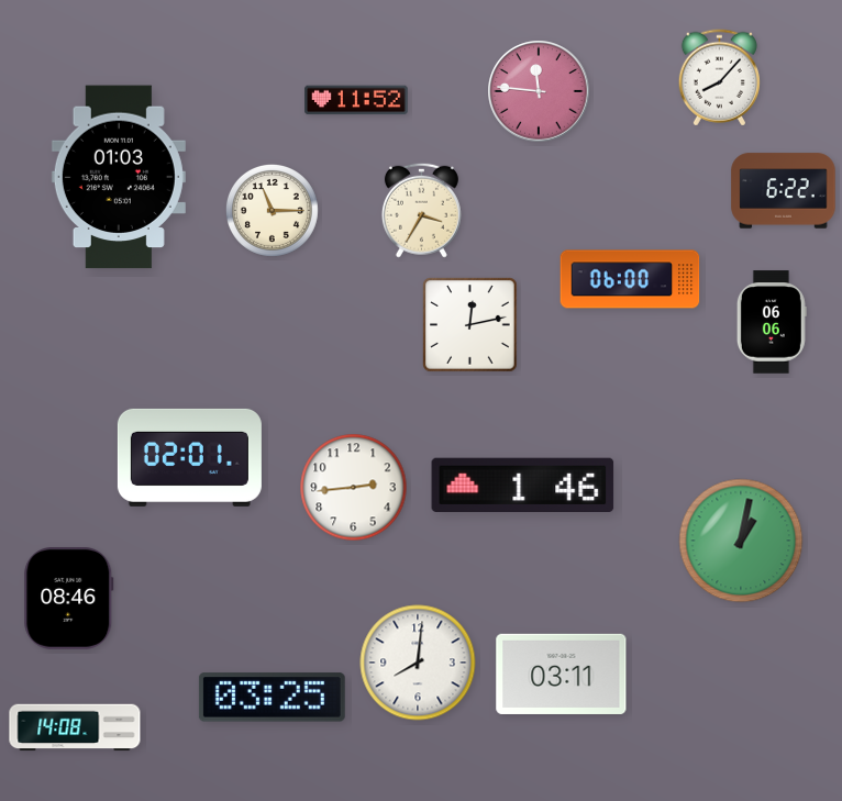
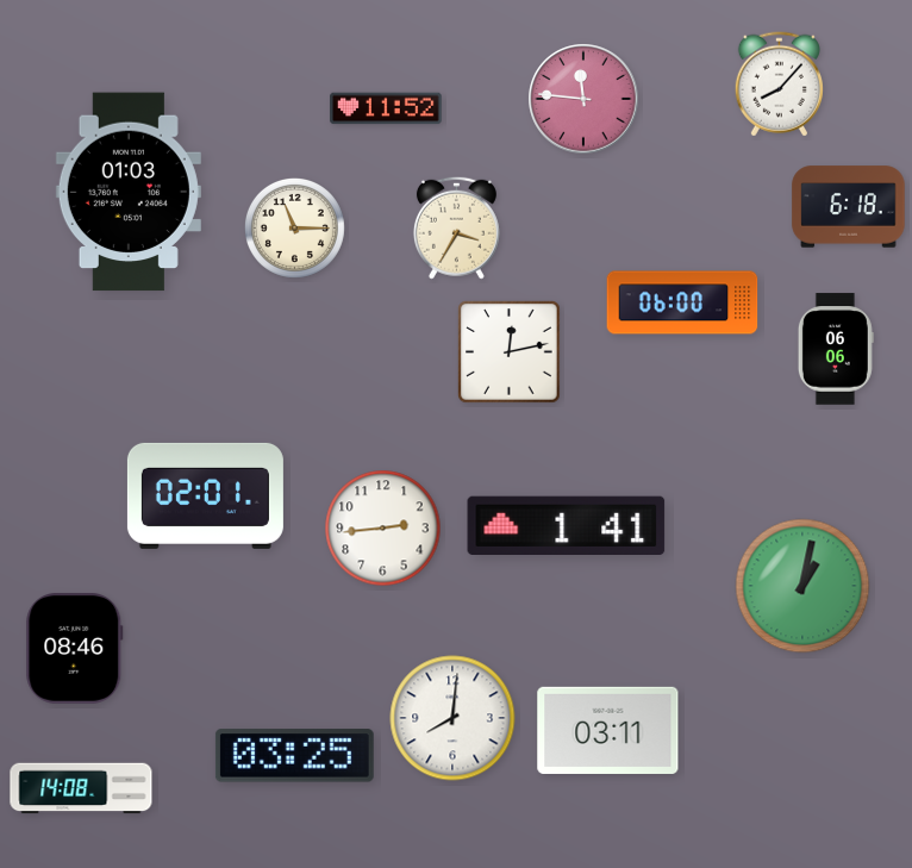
clock at (784, 191): 6:22 -> 6:18
clock at (523, 485): 1:46 -> 1:41
